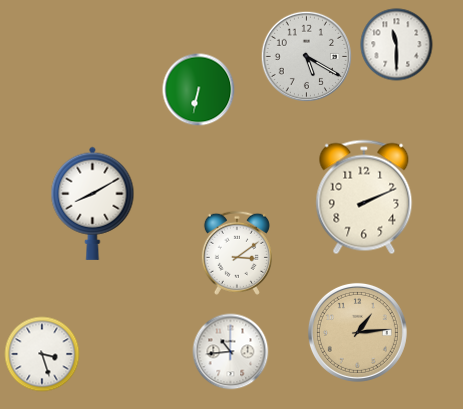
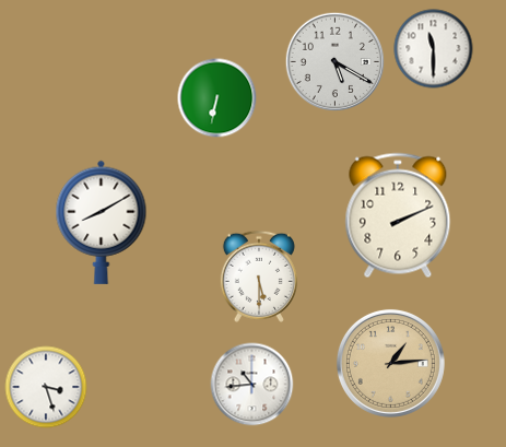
clock at (237, 253): 3:09 -> 5:30
